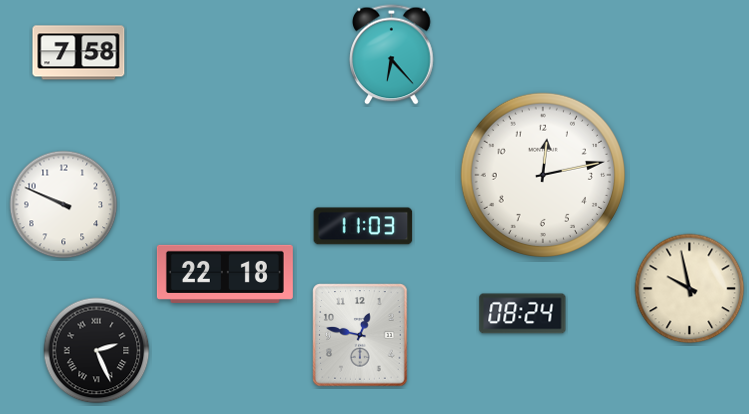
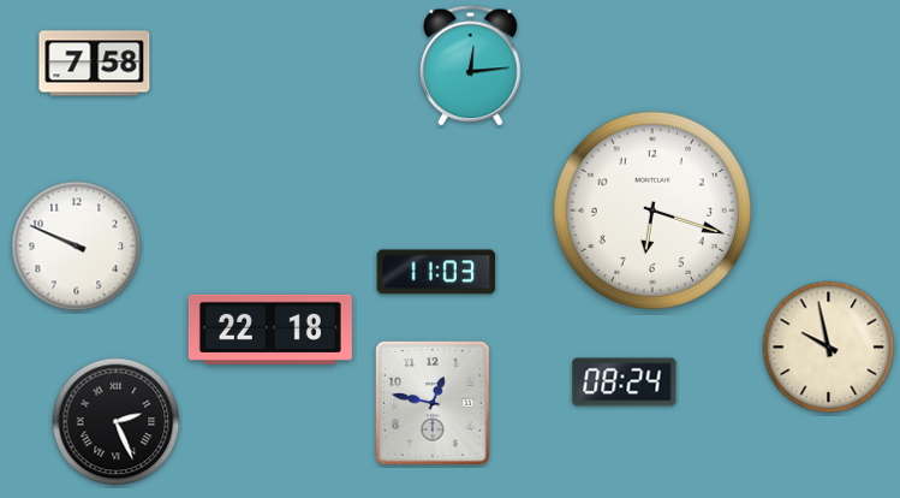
clock at (392, 55): 6:23 -> 12:14
clock at (543, 175): 12:13 -> 6:18
clock at (523, 314) position: (523, 314) -> (625, 383)
